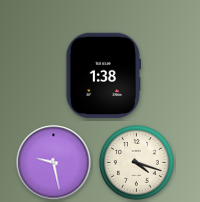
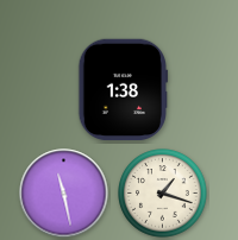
clock at (54, 163): 9:28 -> 11:28
clock at (137, 163): 4:18 -> 1:18
